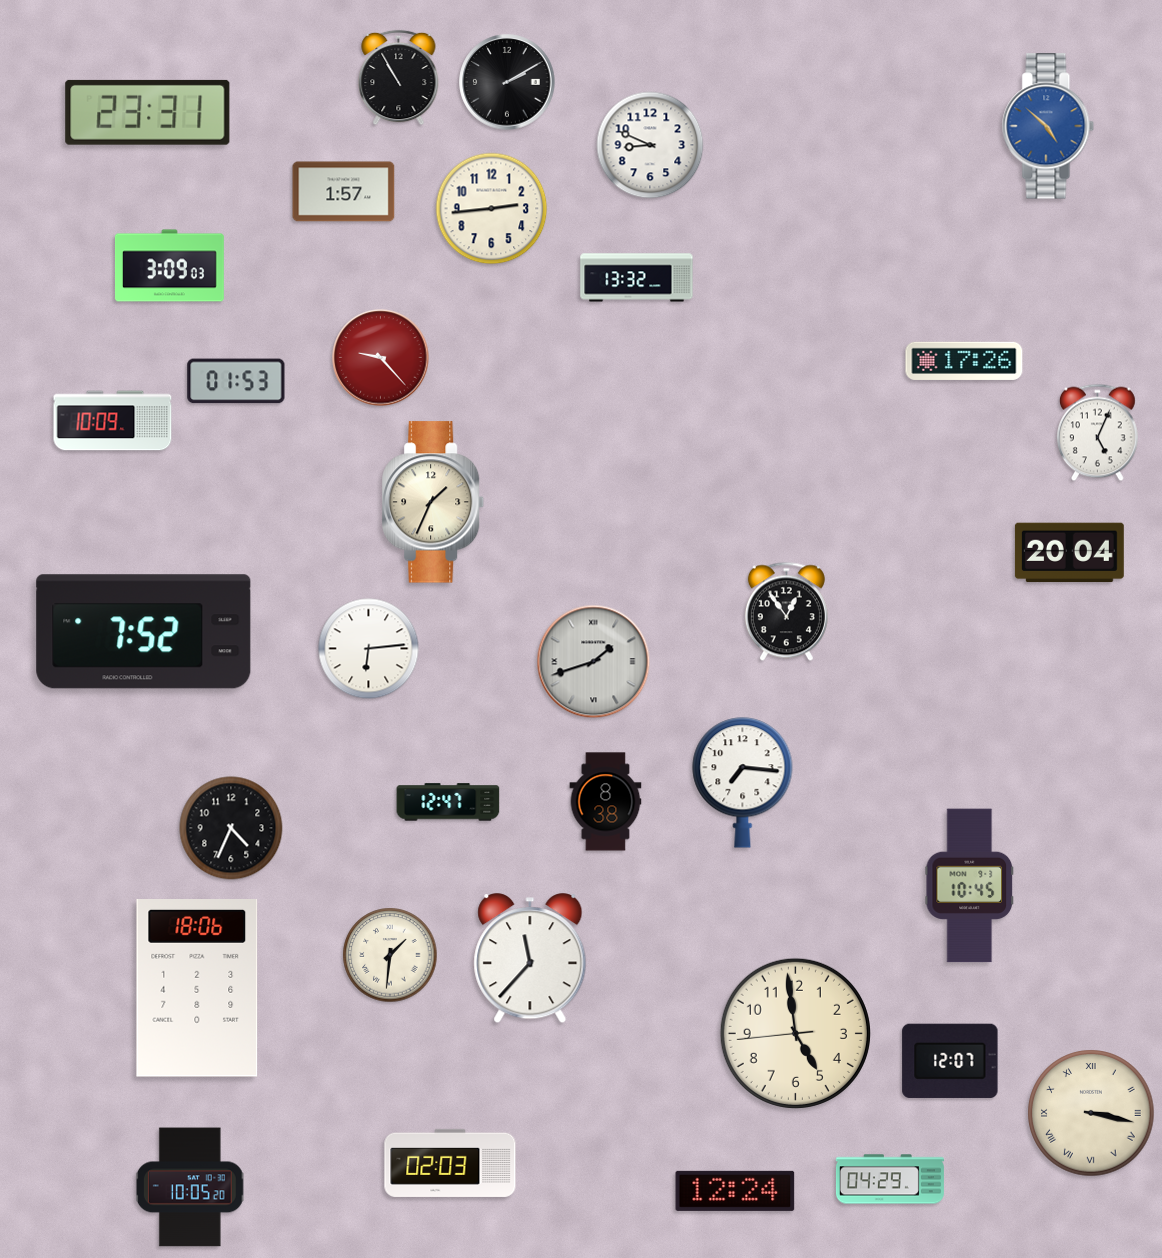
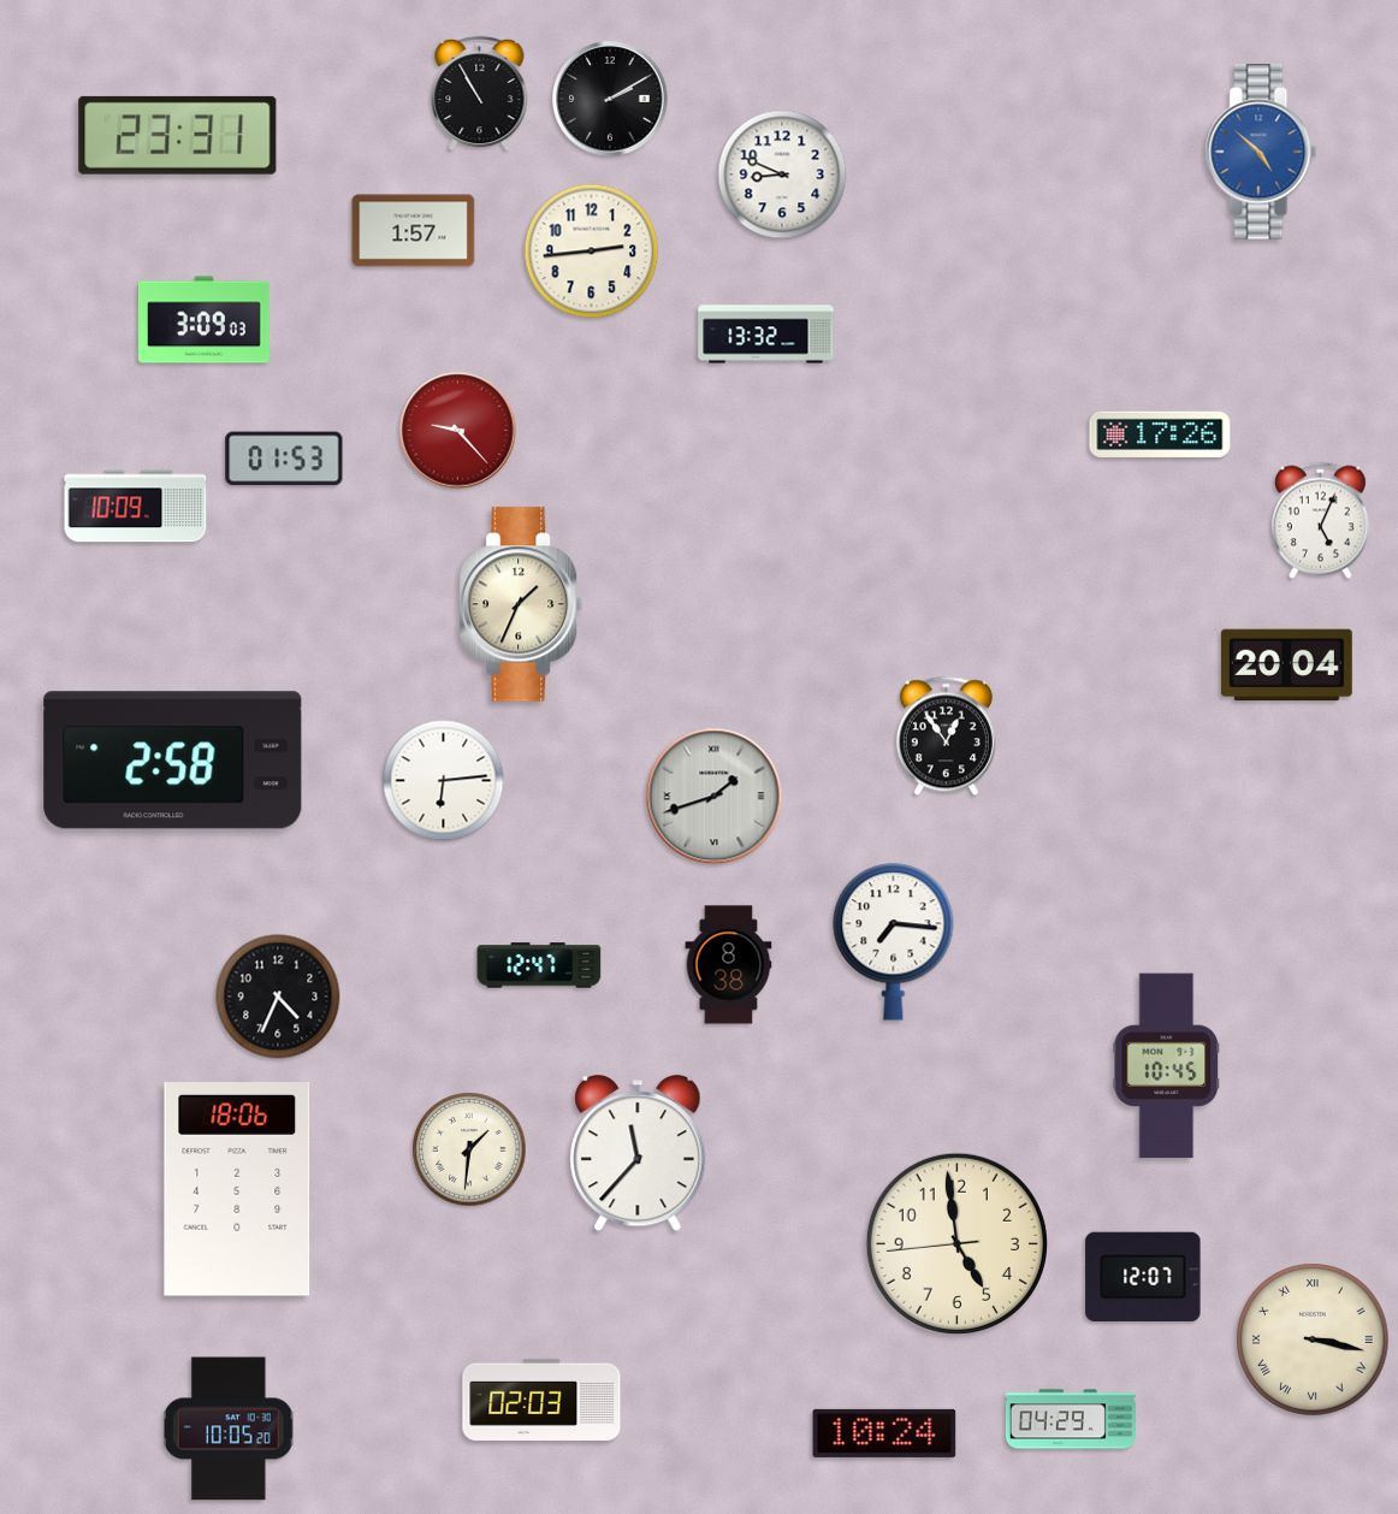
clock at (144, 632): 7:52 -> 2:58
clock at (735, 1191): 12:24 -> 10:24
